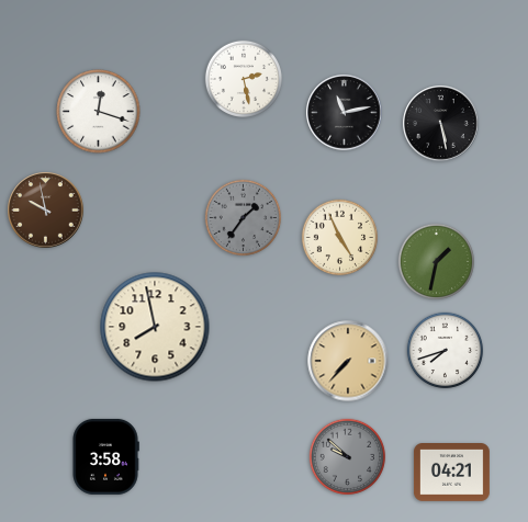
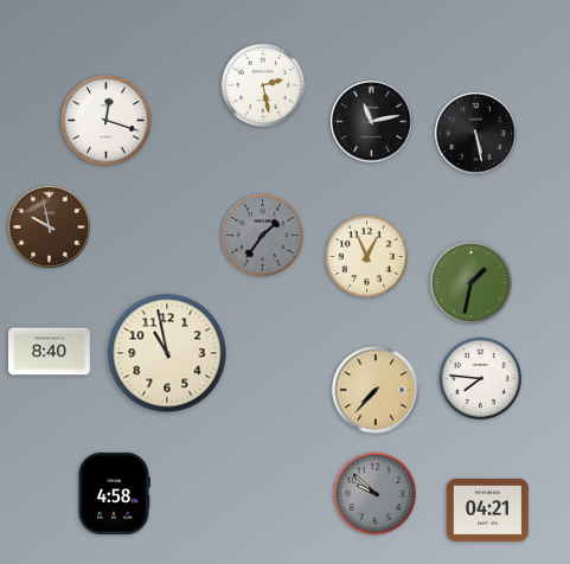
clock at (340, 238): 4:56 -> 12:56
clock at (49, 352): none -> 8:40
clock at (155, 327): 7:58 -> 10:58
clock at (446, 351): 7:42 -> 7:46
clock at (105, 456): 3:58 -> 4:58
